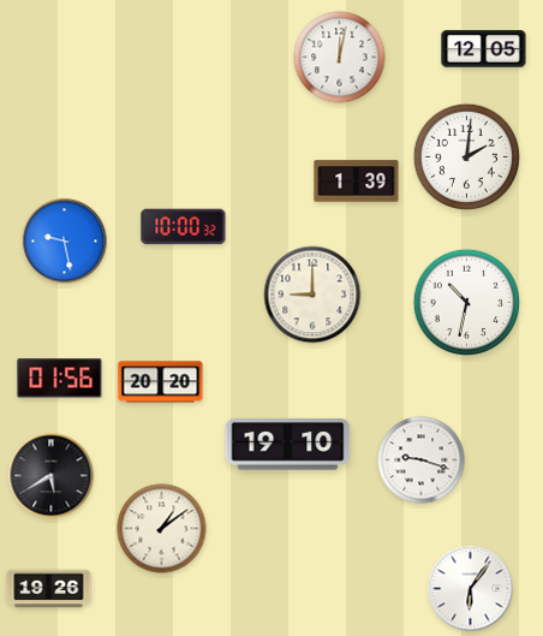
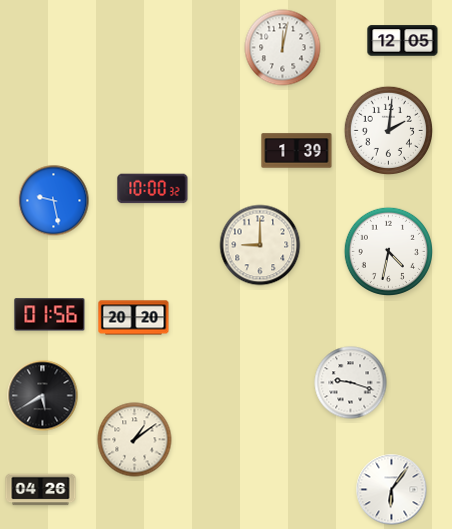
clock at (466, 302): 10:32 -> 4:32
clock at (288, 445): 19:10 -> none
clock at (49, 589): 19:26 -> 04:26
